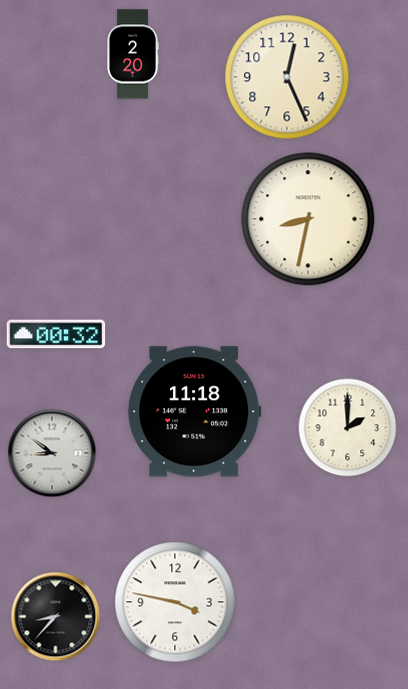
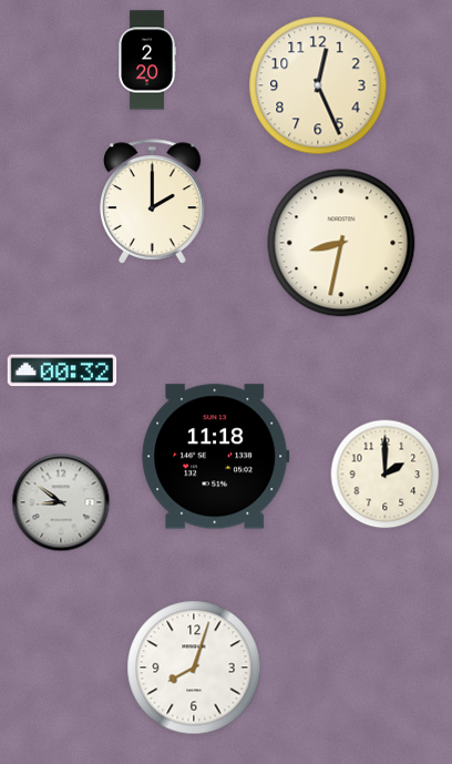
clock at (153, 202): none -> 2:00
clock at (52, 453) position: (52, 453) -> (61, 502)
clock at (175, 602): 3:47 -> 8:03
clock at (56, 617): 8:37 -> none
